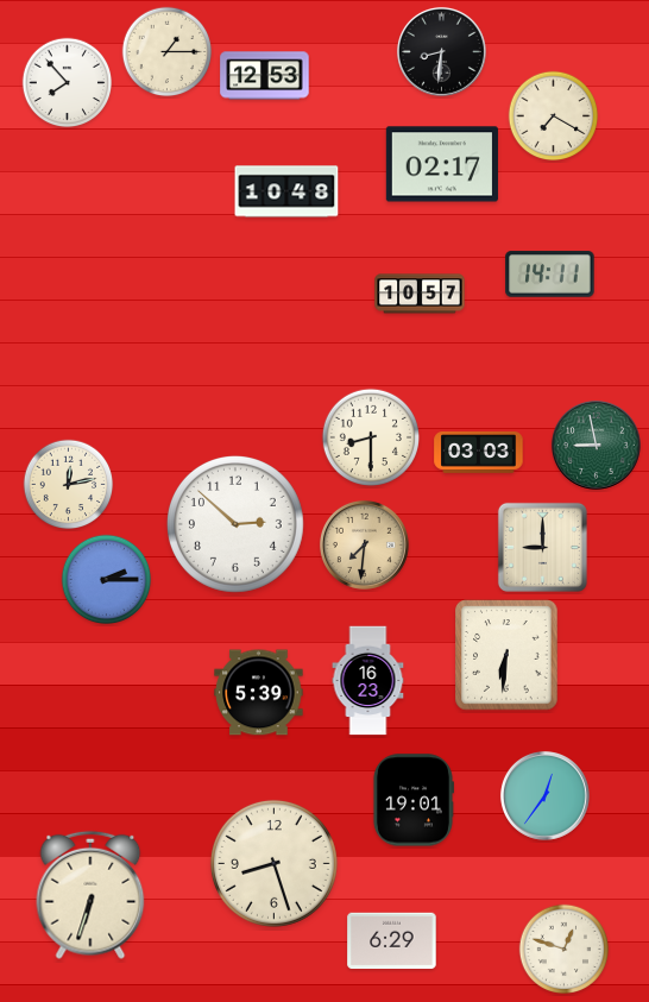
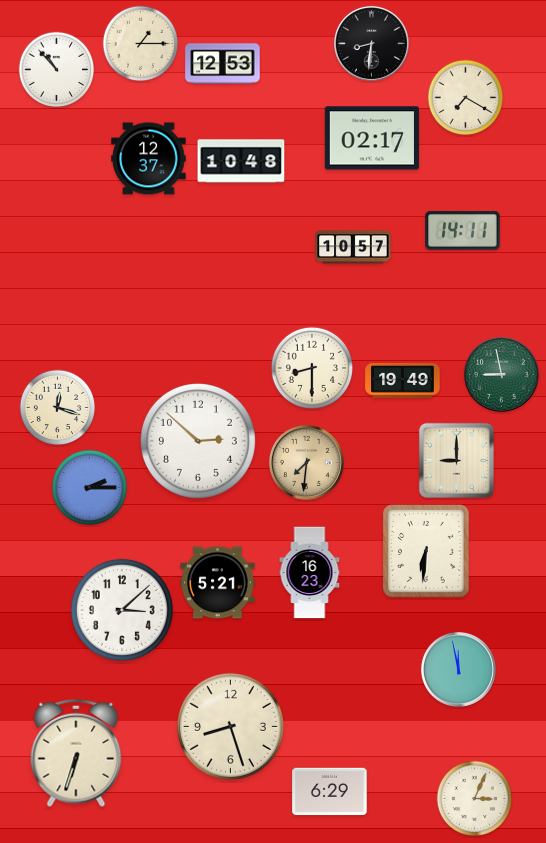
clock at (68, 83): 7:53 -> 10:53
clock at (149, 159): none -> 12:37
clock at (479, 453): 03:03 -> 19:49
clock at (69, 485): 12:13 -> 12:18
clock at (364, 544) position: (364, 544) -> (306, 462)
clock at (259, 693): 5:39 -> 5:21
clock at (122, 610): none -> 3:08
clock at (544, 795): 12:36 -> 11:58
clock at (412, 800): 19:01 -> none
clock at (565, 950): 12:48 -> 3:04
